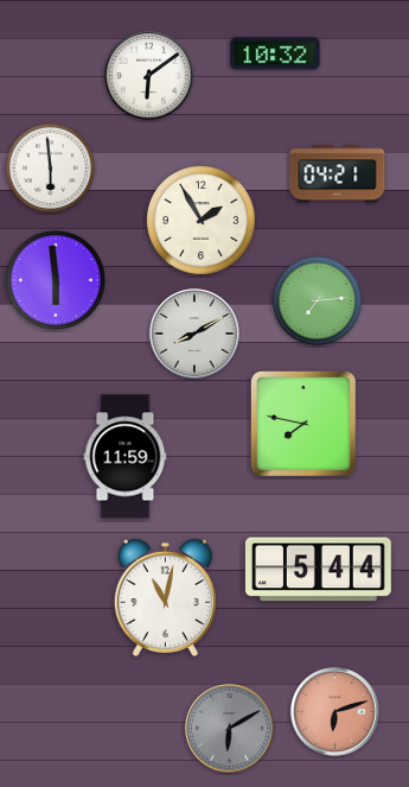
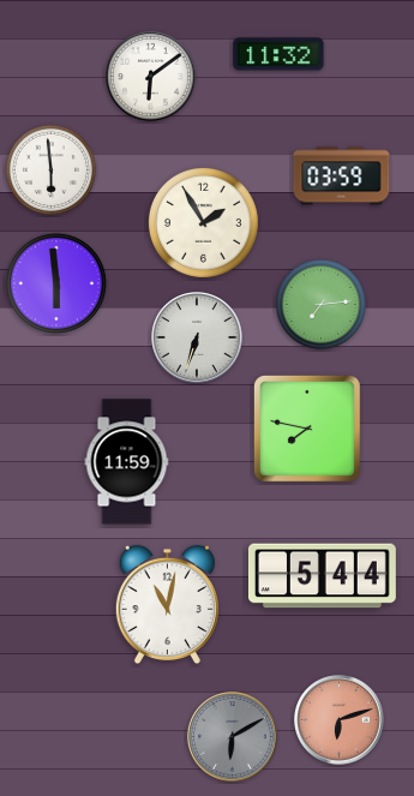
clock at (275, 53): 10:32 -> 11:32
clock at (338, 174): 04:21 -> 03:59
clock at (194, 334): 8:10 -> 6:33
